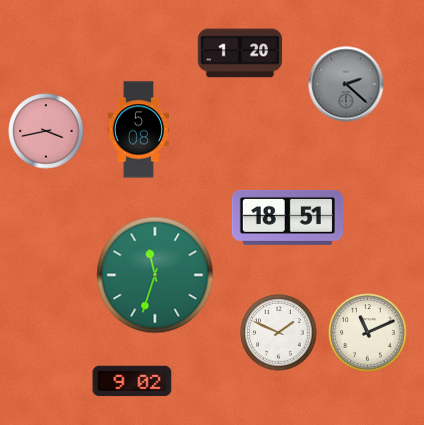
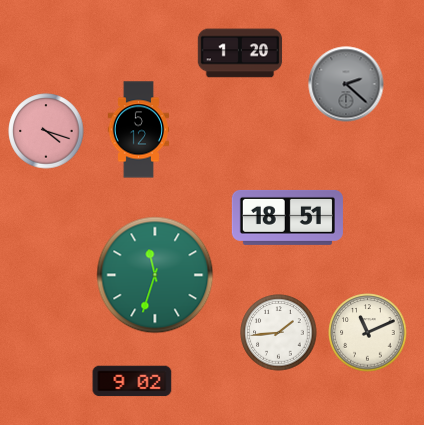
clock at (138, 130): 5:08 -> 5:12
clock at (46, 131): 3:43 -> 4:18
clock at (279, 333): 1:49 -> 1:44
